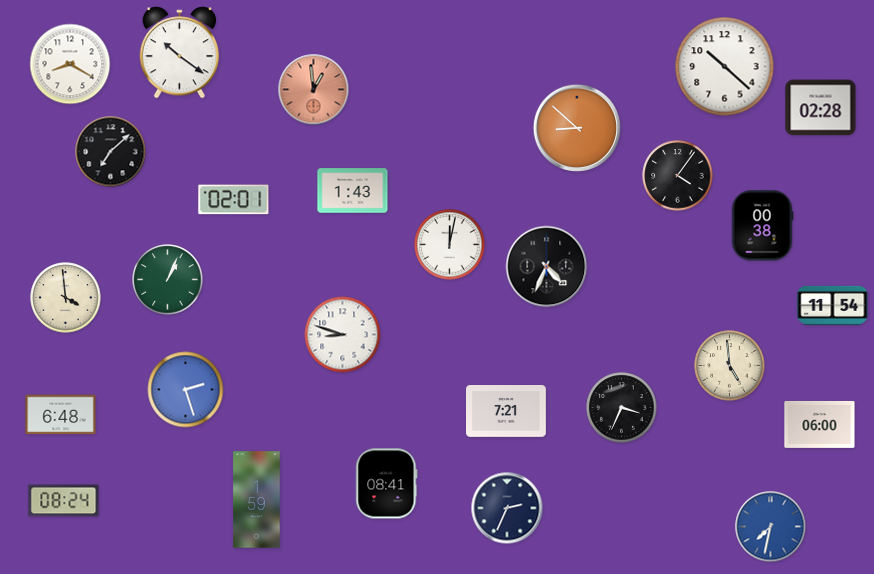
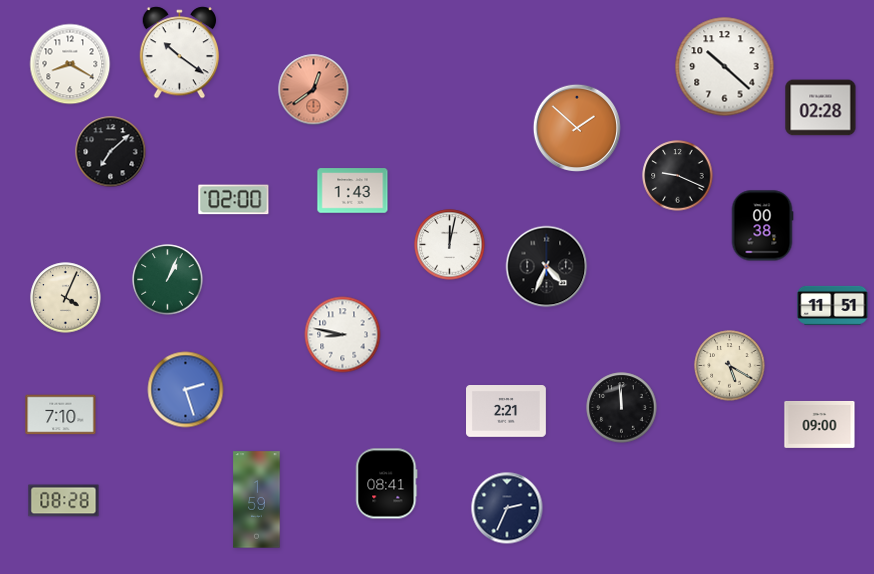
clock at (314, 90): 12:59 -> 12:39
clock at (577, 128): 8:52 -> 1:52
clock at (678, 176): 4:06 -> 9:19
clock at (234, 200): 02:01 -> 02:00
clock at (66, 298): 3:59 -> 4:04
clock at (833, 305): 11:54 -> 11:51
clock at (343, 335): 8:48 -> 8:47
clock at (730, 366): 4:59 -> 5:20
clock at (622, 408): 3:34 -> 11:59
clock at (507, 412): 7:21 -> 2:21
clock at (61, 415): 6:48 -> 7:10
clock at (820, 424): 06:00 -> 09:00
clock at (64, 501): 08:24 -> 08:28
clock at (771, 527): 7:32 -> none
